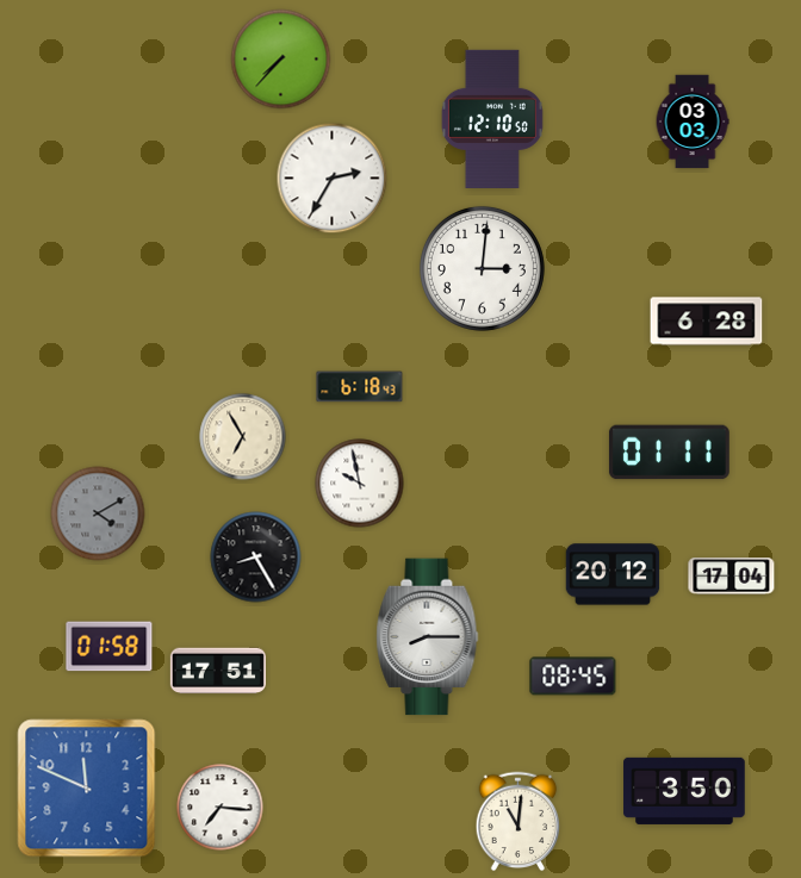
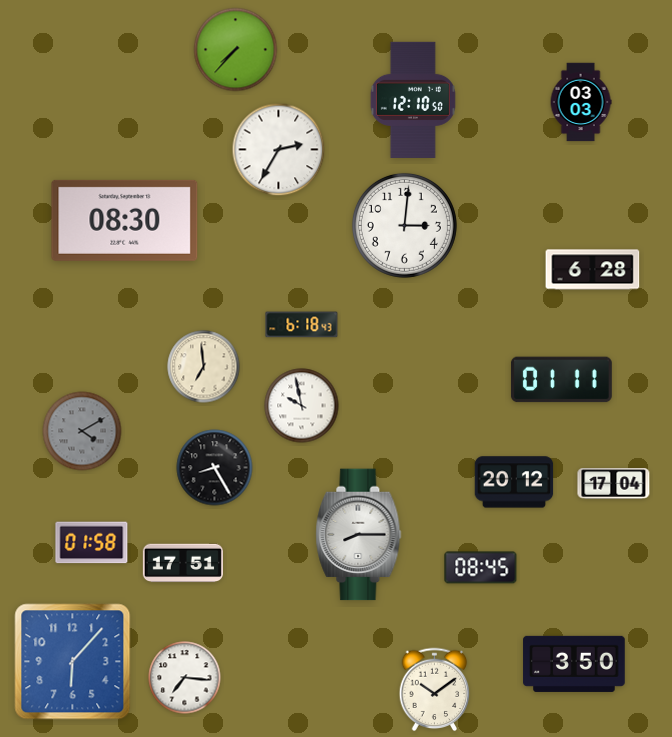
clock at (125, 220): none -> 08:30
clock at (243, 437): 6:55 -> 6:59
clock at (87, 789): 11:49 -> 6:07
clock at (519, 822): 11:01 -> 10:09
